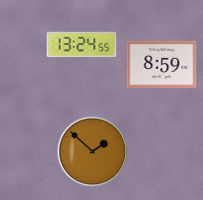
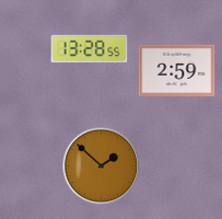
clock at (82, 45): 13:24 -> 13:28
clock at (162, 65): 8:59 -> 2:59
